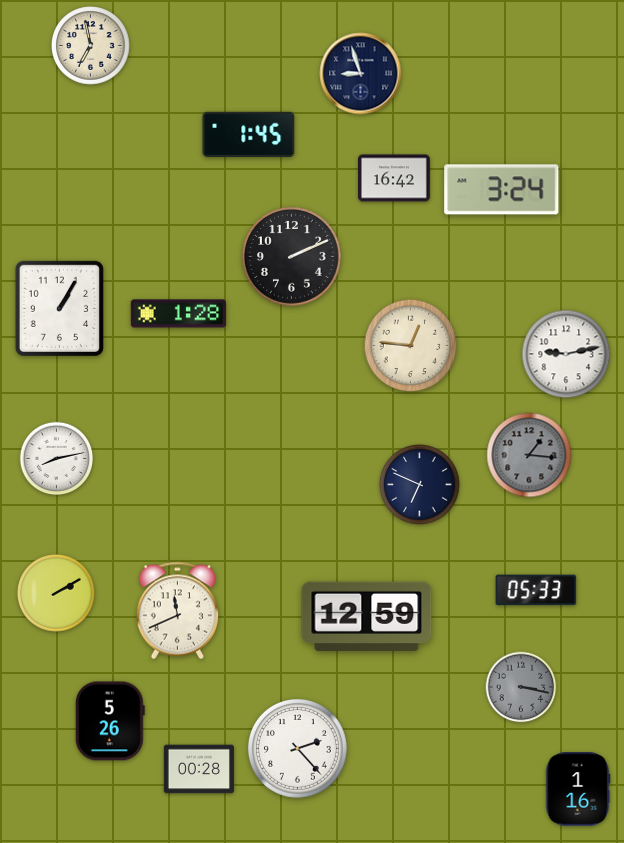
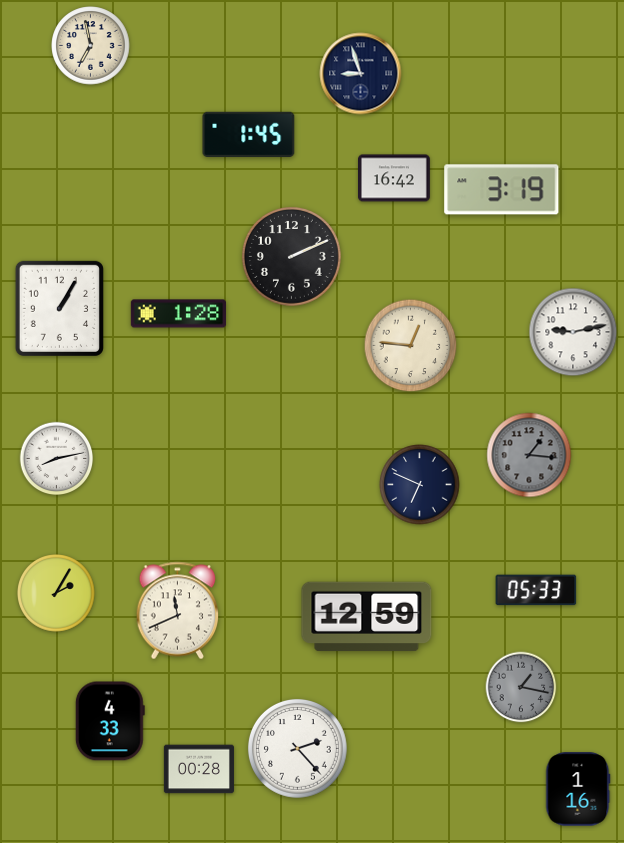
clock at (502, 190): 3:24 -> 3:19
clock at (566, 354) position: (566, 354) -> (573, 332)
clock at (57, 594): 2:10 -> 2:05
clock at (521, 687): 3:17 -> 1:17
clock at (110, 721): 5:26 -> 4:33
